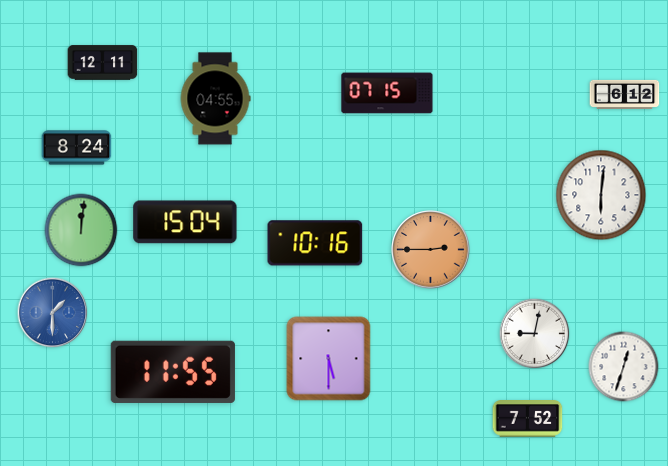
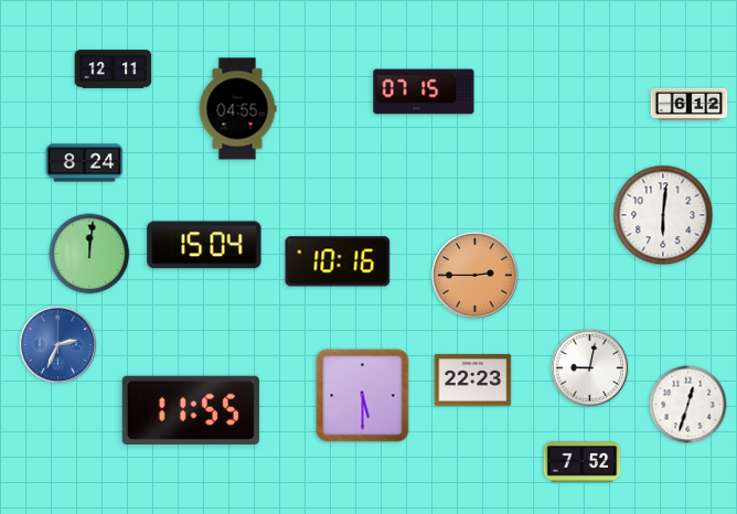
clock at (387, 93) position: (387, 93) -> (424, 92)
clock at (315, 243) position: (315, 243) -> (338, 261)
clock at (53, 313): 1:30 -> 2:34
clock at (473, 381): none -> 22:23
